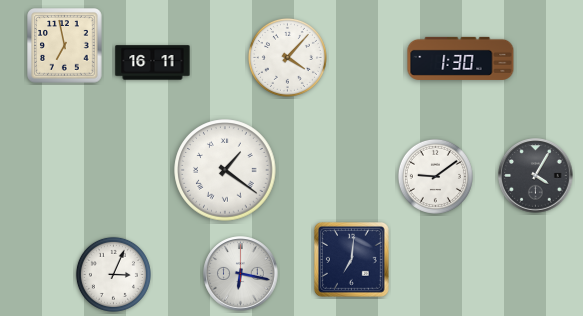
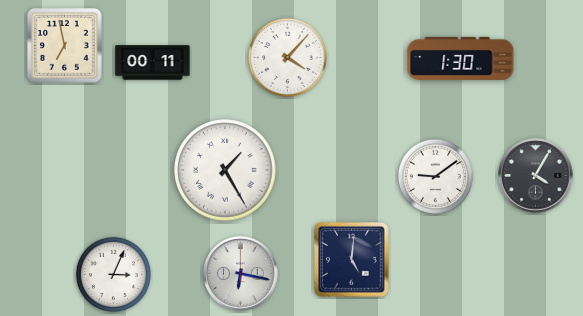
clock at (153, 63): 16:11 -> 00:11
clock at (225, 170): 1:21 -> 1:25
clock at (352, 260): 7:01 -> 5:01
